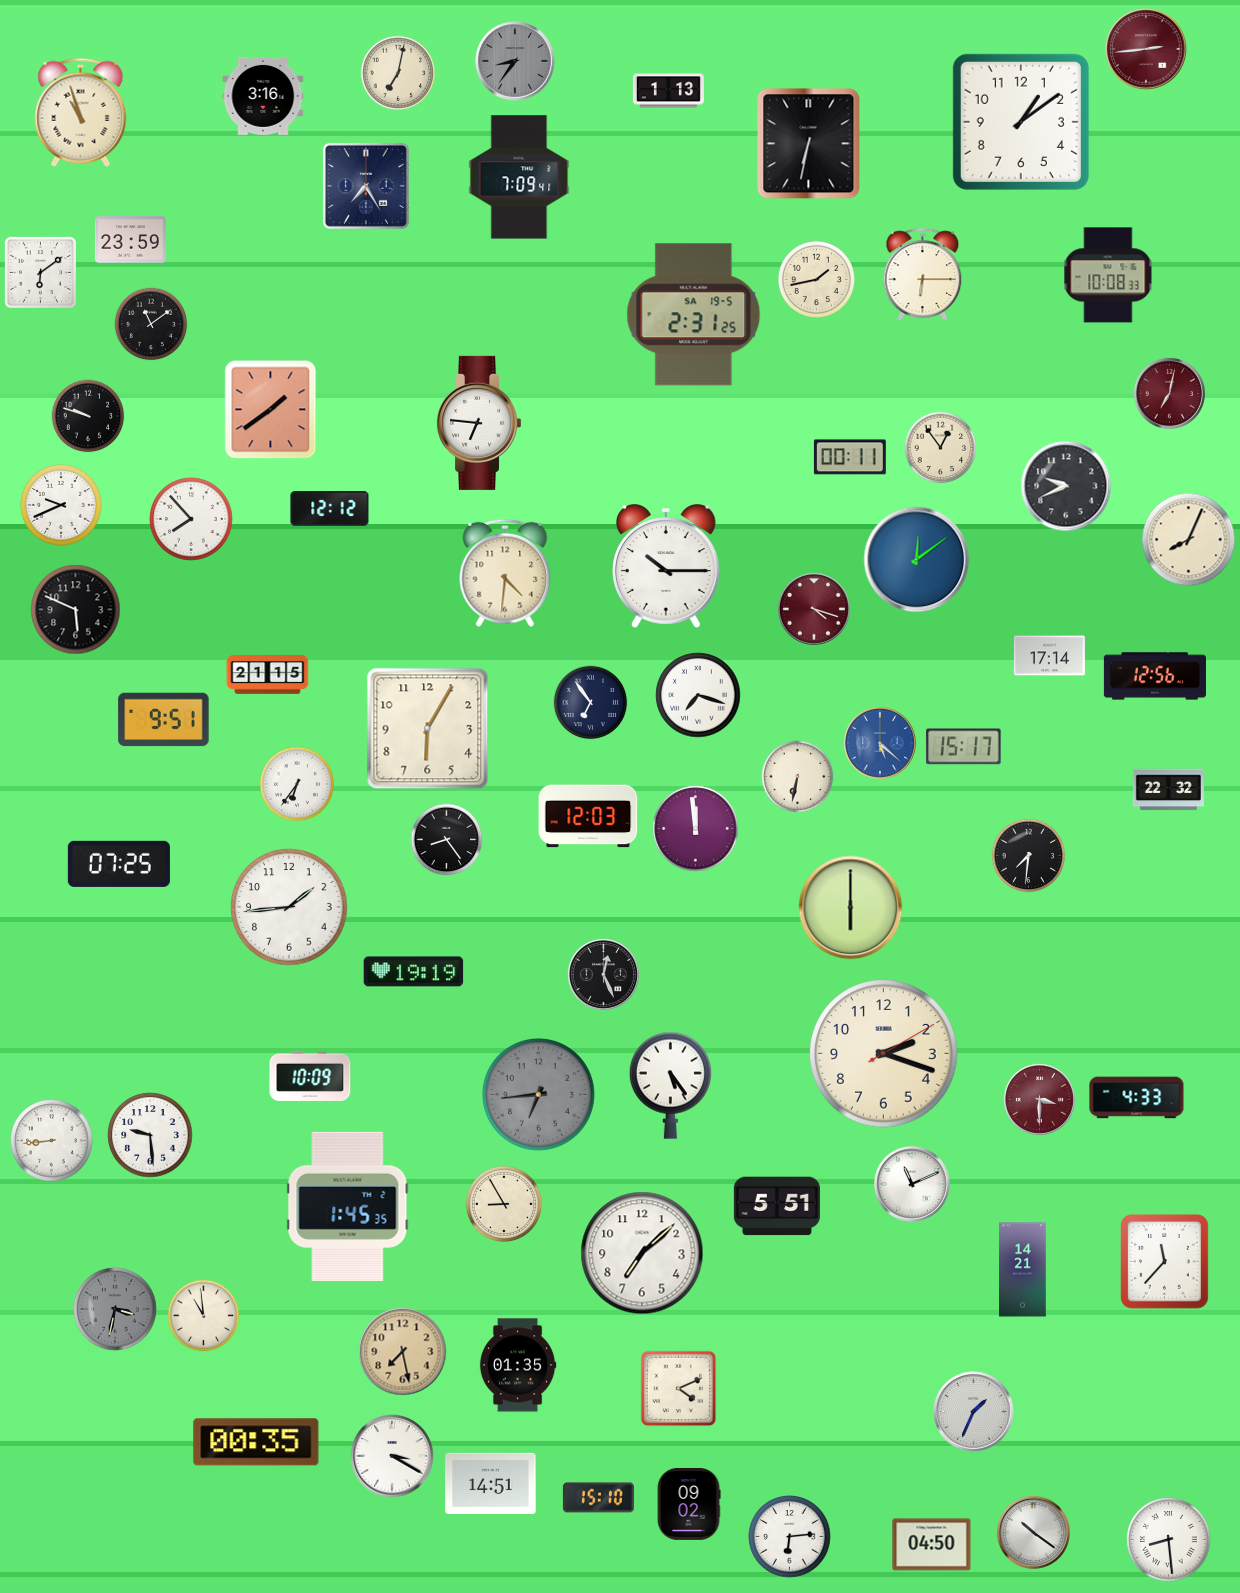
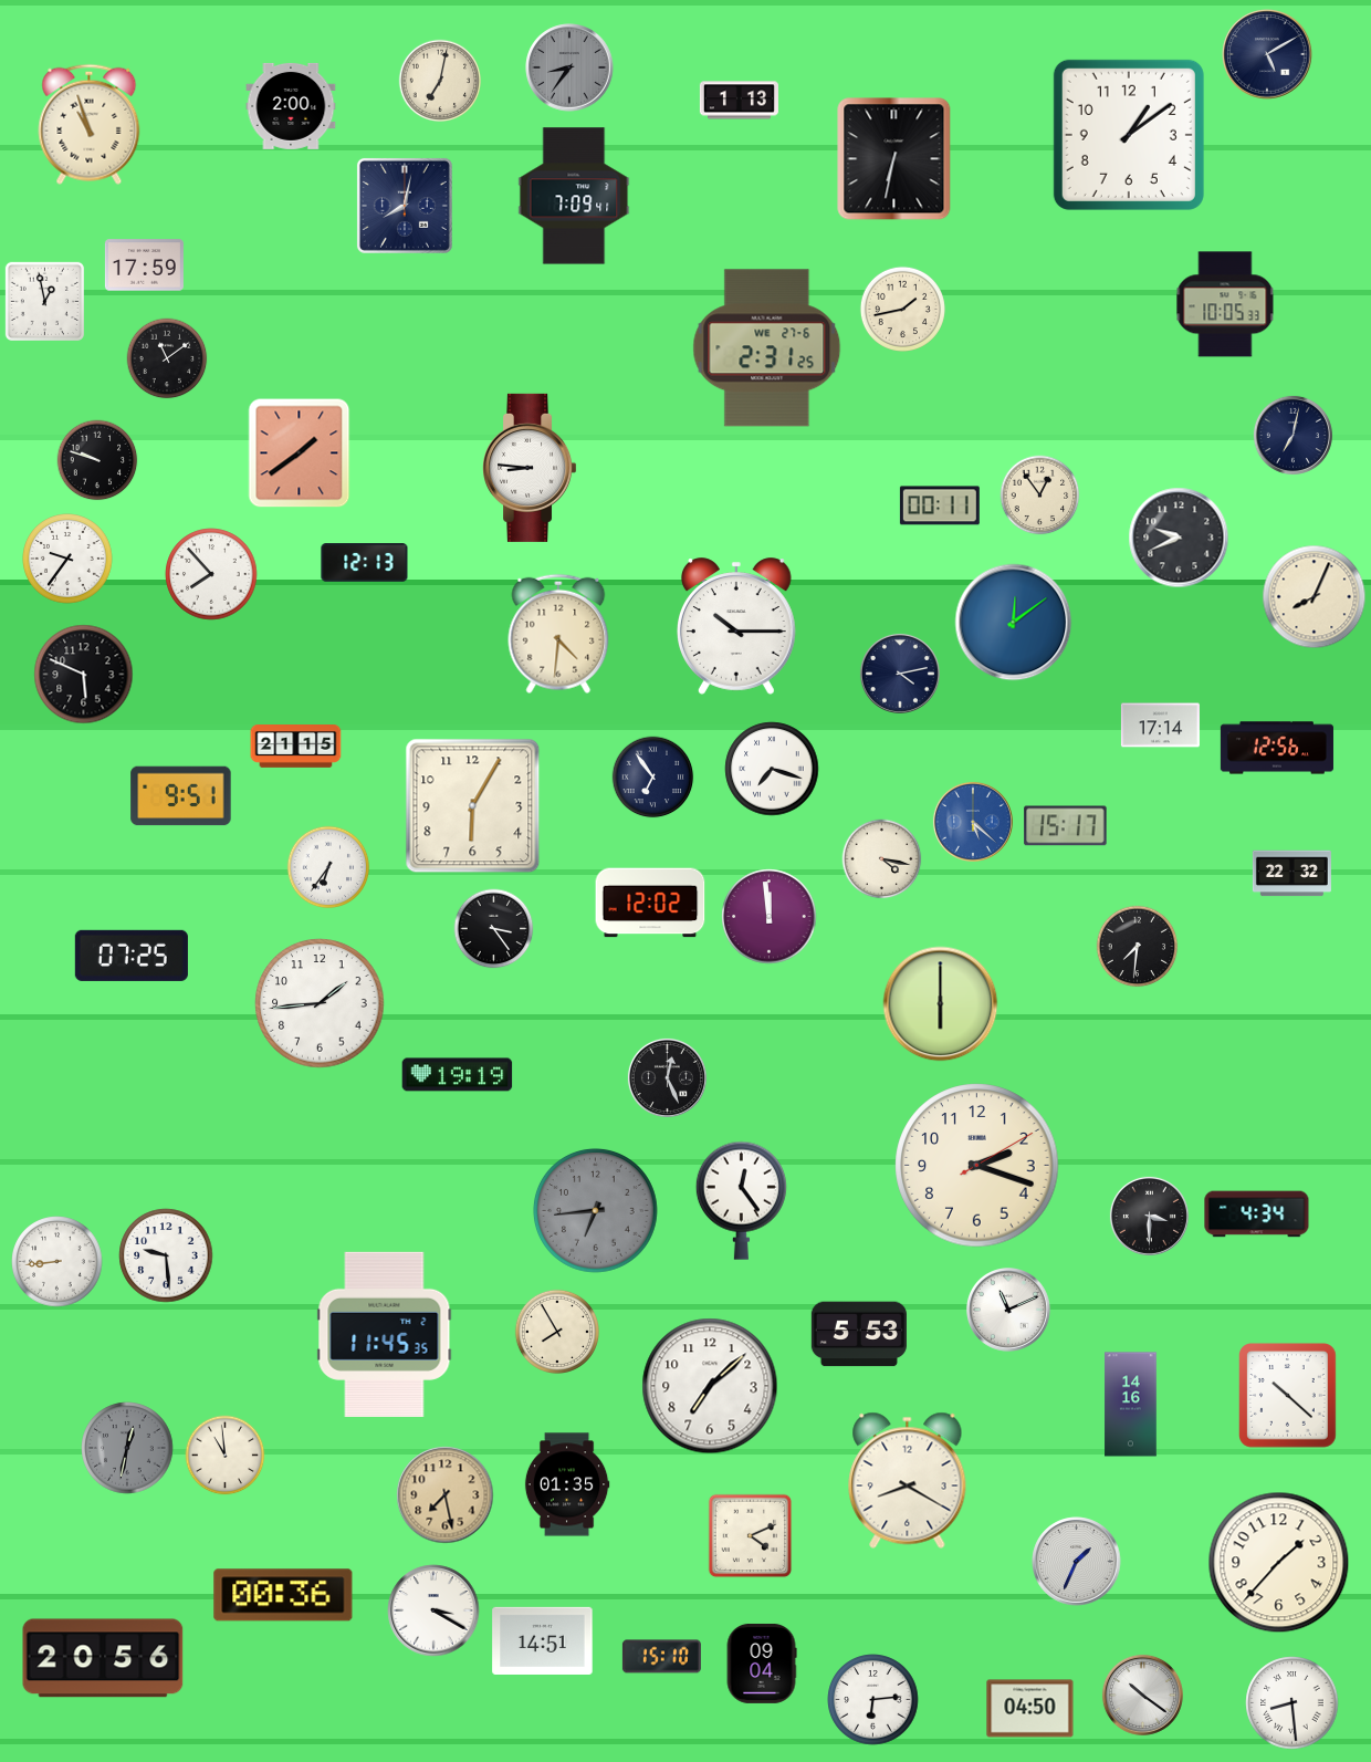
clock at (1146, 49): 2:44 -> 5:10
clock at (1146, 49) dial: burgundy -> navy
clock at (263, 96): 3:16 -> 2:00
clock at (366, 186): 7:25 -> 8:02
clock at (130, 240): 23:59 -> 17:59
clock at (40, 272): 6:09 -> 12:58
clock at (923, 274): 6:15 -> none
clock at (1108, 275): 10:08 -> 10:05
clock at (694, 315) date: SA 19-5 -> WE 27-6
clock at (1169, 393) dial: burgundy -> navy
clock at (479, 423): 6:46 -> 8:46
clock at (62, 506): 9:41 -> 9:36
clock at (330, 509): 12:12 -> 12:13
clock at (917, 560) position: (917, 560) -> (1014, 623)
clock at (814, 609): 4:18 -> 4:13
clock at (814, 609) dial: burgundy -> navy
clock at (798, 777): 6:32 -> 4:17
clock at (588, 816): 12:03 -> 12:02
clock at (447, 840): 8:24 -> 3:24
clock at (310, 1076): 10:09 -> none
clock at (670, 1085): 5:24 -> 12:24
clock at (1137, 1098): 4:33 -> 4:34
clock at (1039, 1099) dial: burgundy -> black
clock at (503, 1203): 8:55 -> 7:55
clock at (348, 1206): 1:45 -> 11:45
clock at (777, 1206): 5:51 -> 5:53
clock at (1165, 1262): 11:37 -> 10:22
clock at (1023, 1270): 14:21 -> 14:16
clock at (115, 1309): 3:32 -> 12:32
clock at (908, 1480): none -> 8:20
clock at (518, 1365) position: (518, 1365) -> (567, 1484)
clock at (1279, 1563): none -> 1:37
clock at (256, 1442): 00:35 -> 00:36
clock at (103, 1658): none -> 20:56
clock at (689, 1504): 09:02 -> 09:04
